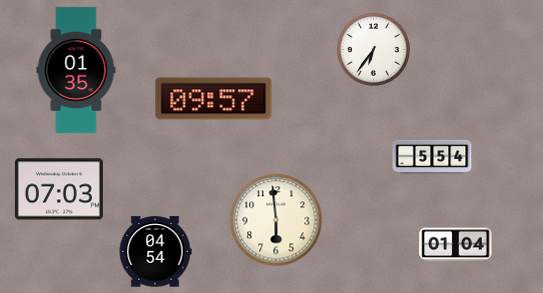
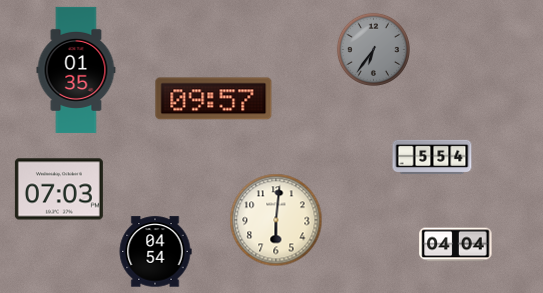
clock at (373, 49) dial: white -> grey
clock at (276, 220): 5:59 -> 6:01
clock at (456, 245): 01:04 -> 04:04
